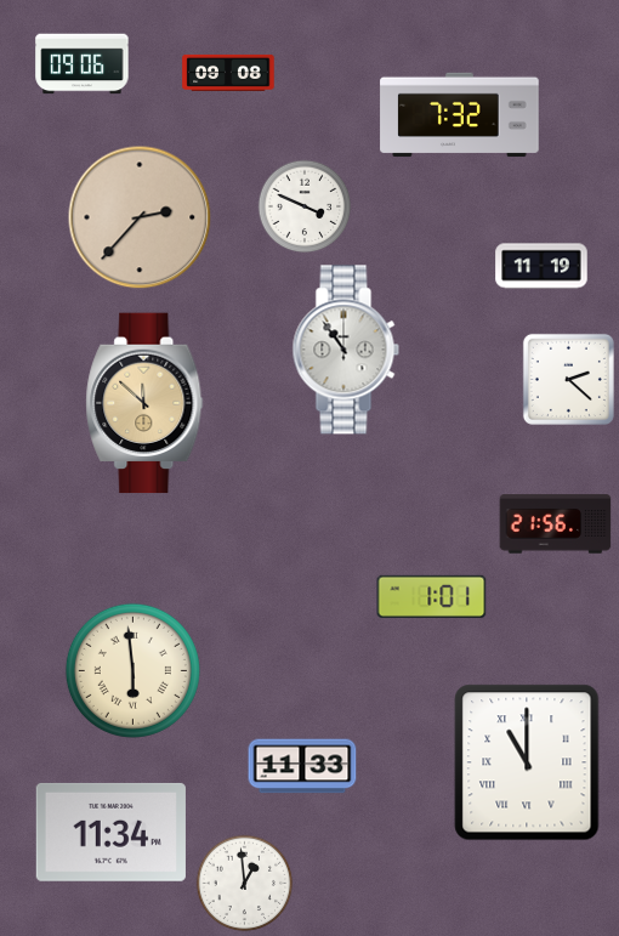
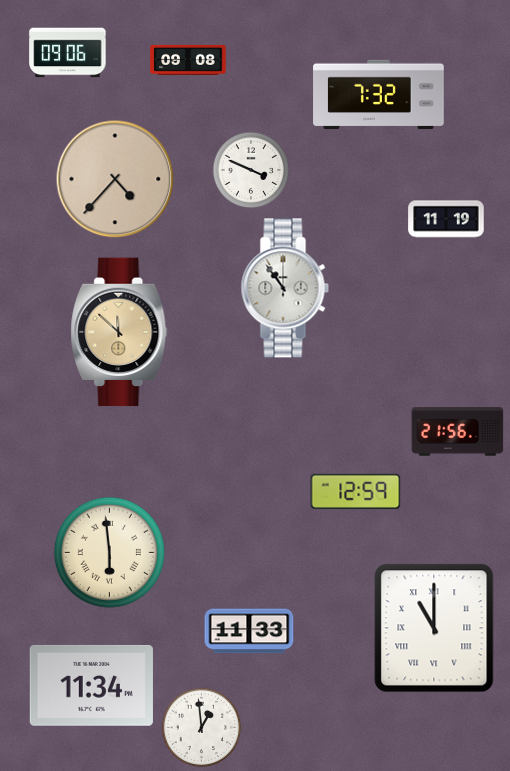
clock at (140, 217): 2:37 -> 4:37
clock at (568, 379): 2:22 -> none
clock at (432, 596): 1:01 -> 12:59
